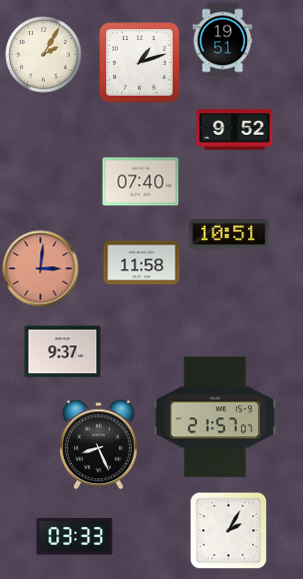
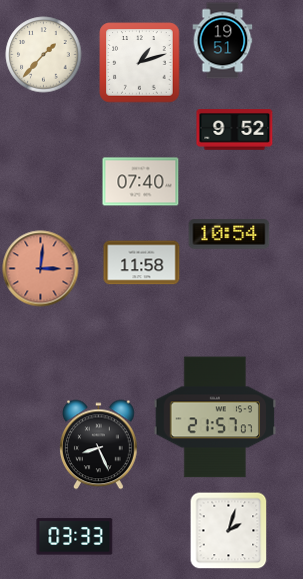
clock at (44, 55): 2:05 -> 1:37
clock at (229, 234): 10:51 -> 10:54
clock at (63, 352): 9:37 -> none
clock at (228, 530): 2:05 -> 2:03
